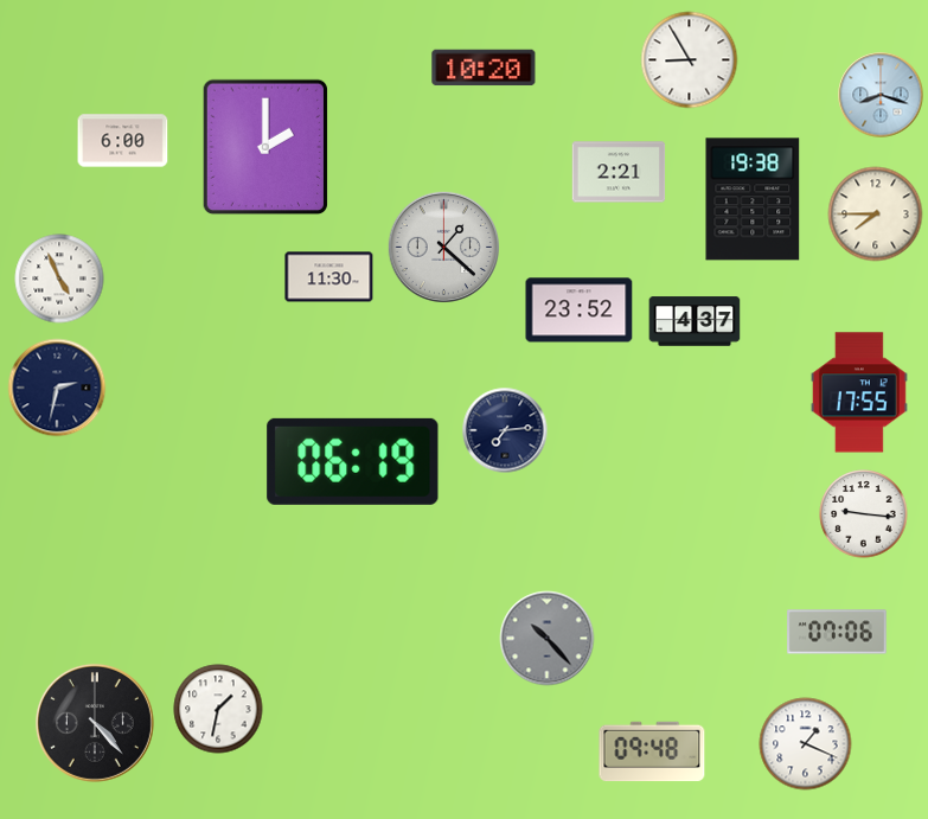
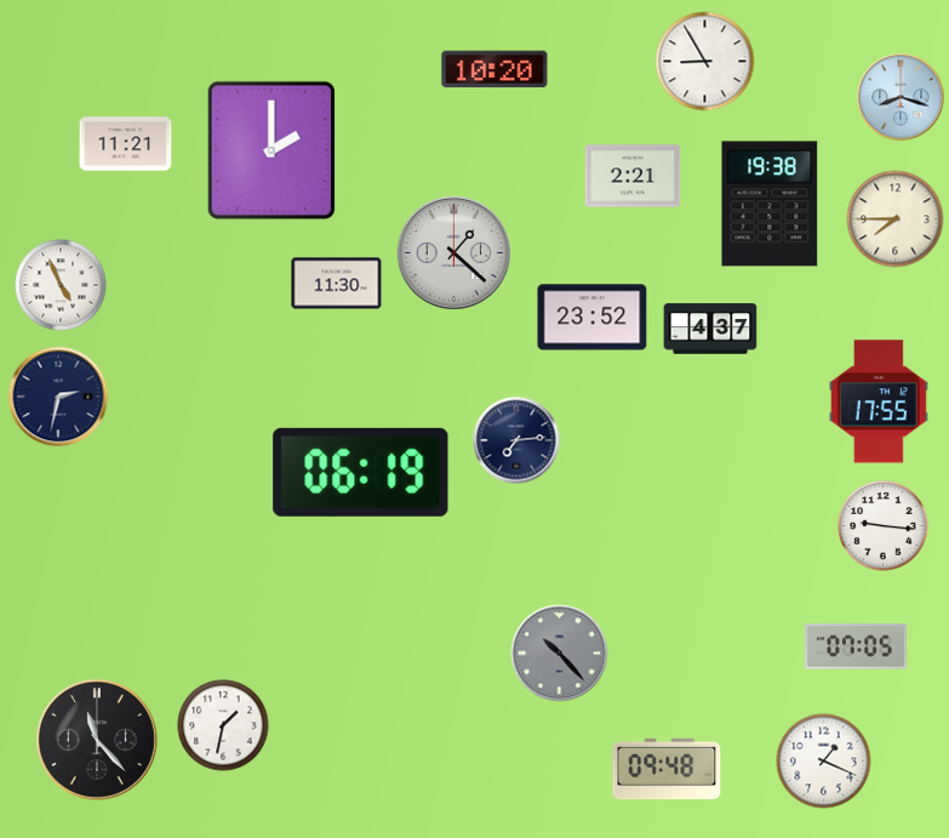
clock at (123, 141): 6:00 -> 11:21
clock at (837, 632): 07:06 -> 07:05
clock at (95, 723): 4:23 -> 11:23
